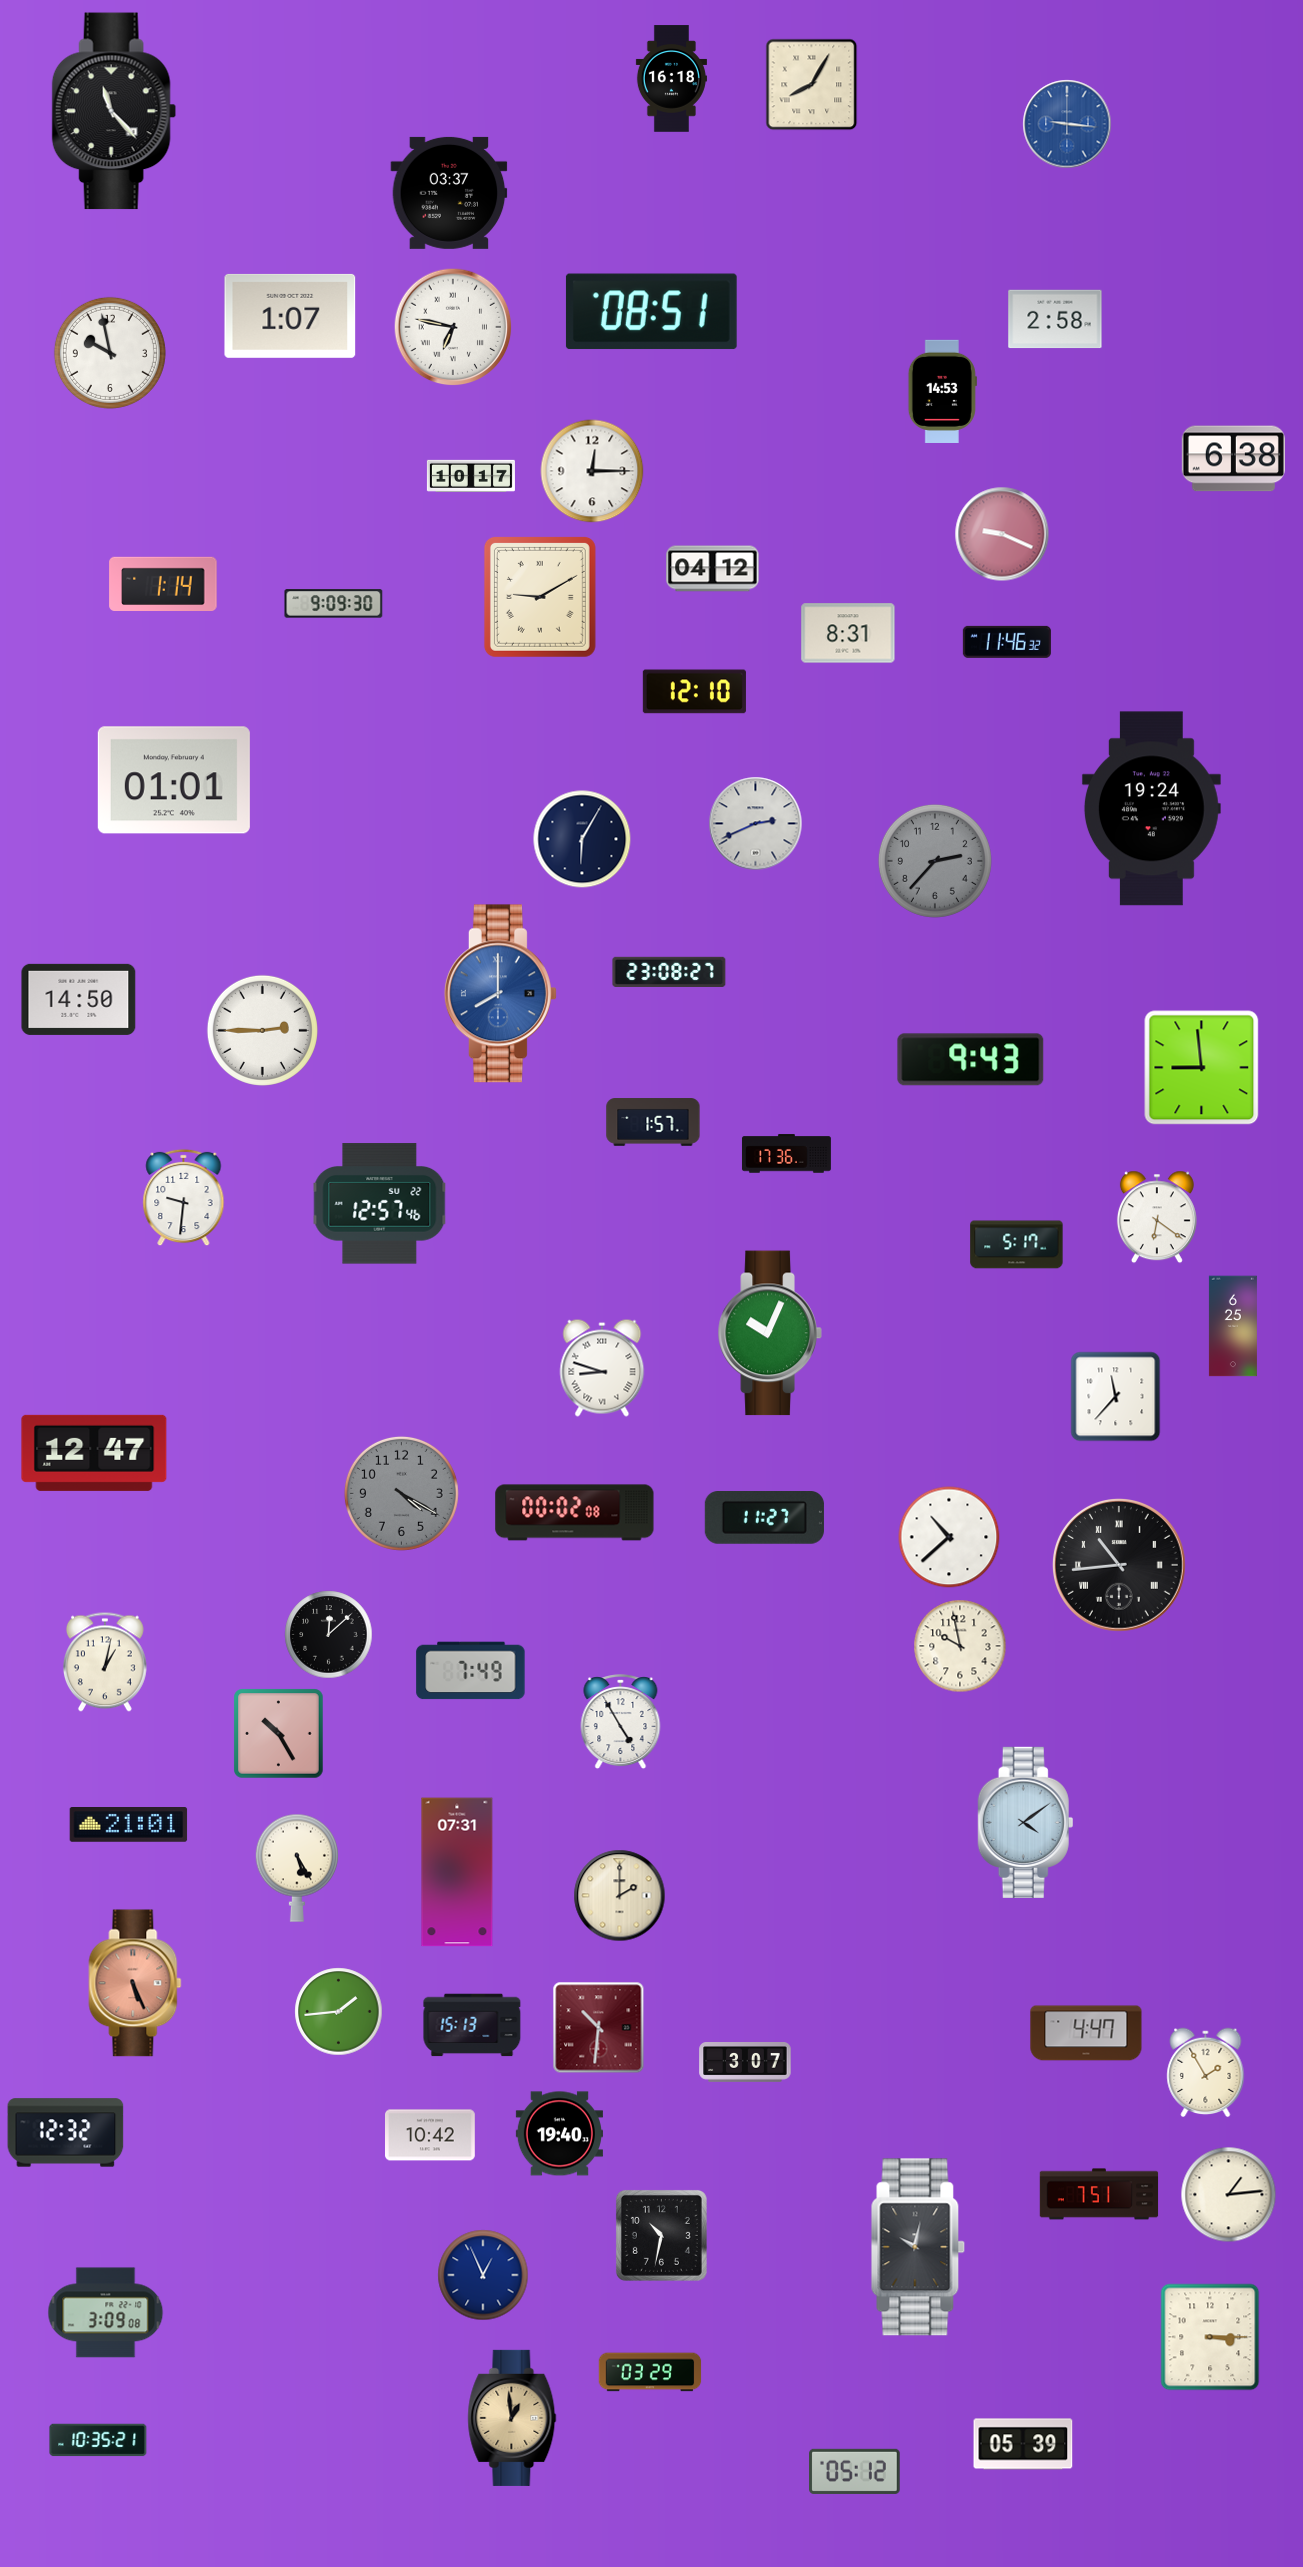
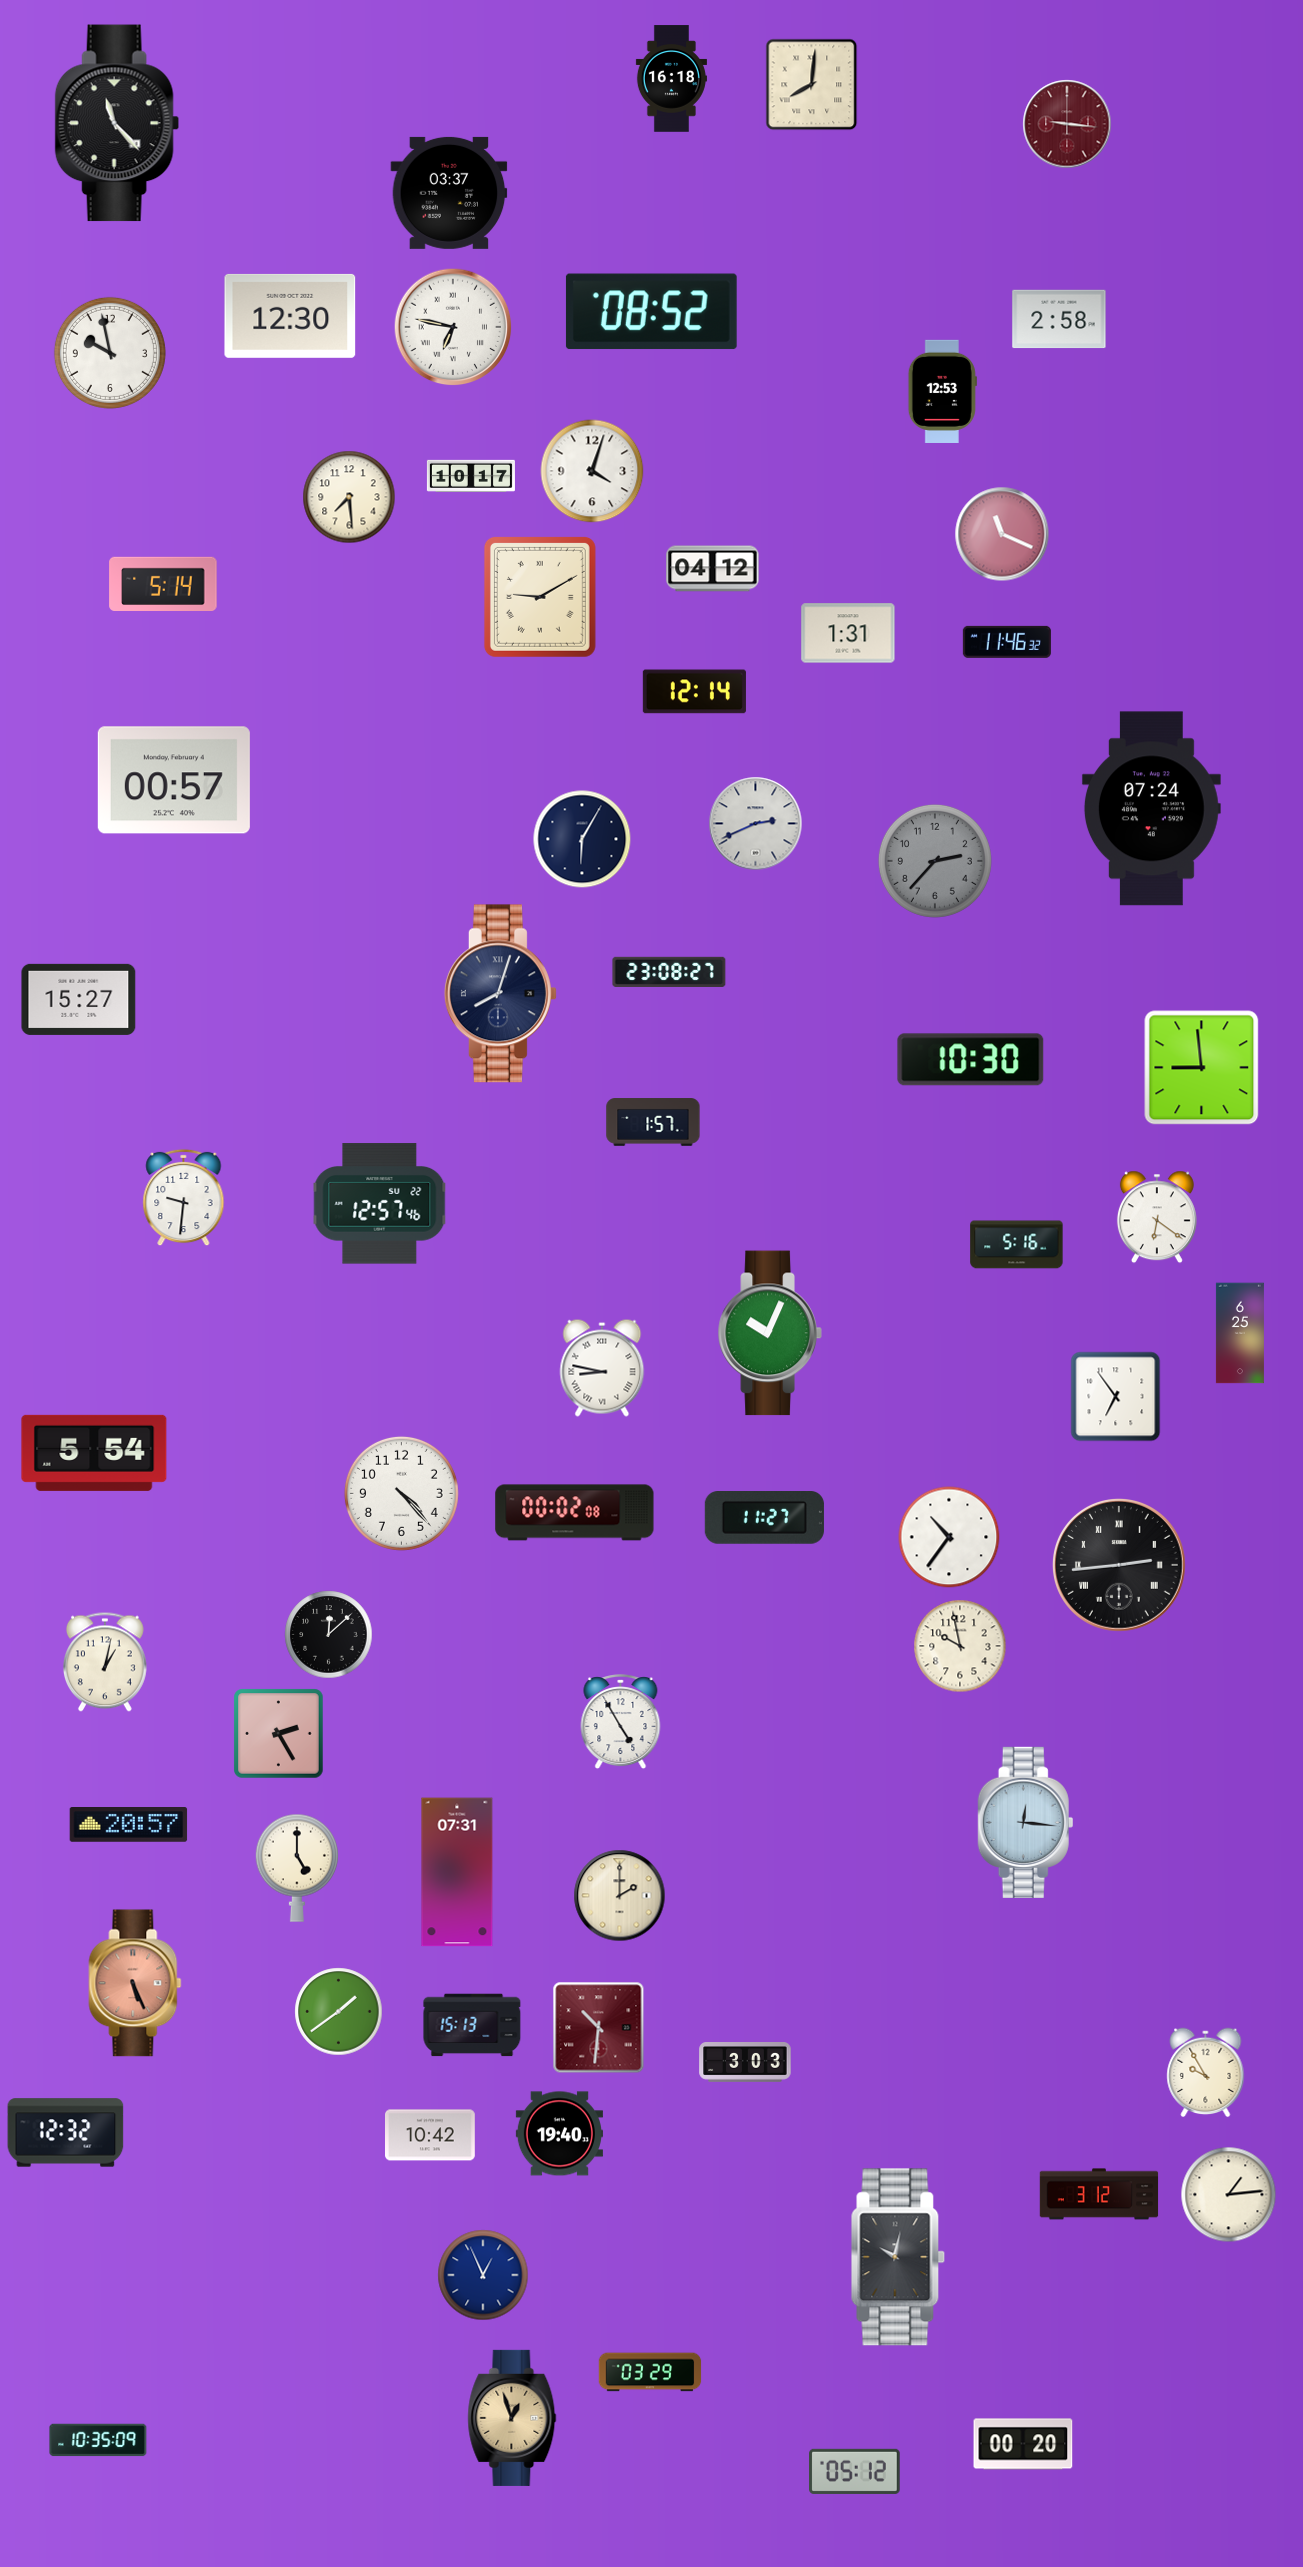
clock at (812, 85): 8:05 -> 8:01
clock at (114, 111) position: (114, 111) -> (117, 123)
clock at (1067, 124) dial: blue -> burgundy
clock at (651, 312): 08:51 -> 08:52
clock at (290, 316): 1:07 -> 12:30
clock at (1055, 319) position: (1055, 319) -> (1059, 319)
clock at (942, 391): 14:53 -> 12:53
clock at (1233, 459): 6:38 -> none
clock at (592, 471): 12:15 -> 4:03
clock at (349, 497): none -> 7:29
clock at (1002, 534): 9:19 -> 11:19
clock at (163, 583): 1:14 -> 5:14
clock at (334, 604): 9:09 -> none
clock at (848, 633): 8:31 -> 1:31
clock at (694, 692): 12:10 -> 12:14
clock at (174, 780): 01:01 -> 00:57
clock at (1151, 809): 19:24 -> 07:24
clock at (500, 994): 8:00 -> 8:03
clock at (500, 994) dial: blue -> navy
clock at (79, 999): 14:50 -> 15:27
clock at (262, 1030): 2:45 -> none
clock at (971, 1060): 9:43 -> 10:30
clock at (786, 1154): 17:36 -> none
clock at (1017, 1245): 5:17 -> 5:16
clock at (1233, 1326) position: (1233, 1326) -> (1240, 1333)
clock at (602, 1368): 8:48 -> 8:47
clock at (1116, 1397): 11:37 -> 6:54
clock at (94, 1453): 12:47 -> 5:54
clock at (401, 1493): 4:20 -> 4:23
clock at (401, 1493) dial: grey -> white
clock at (949, 1537): 10:38 -> 10:36
clock at (1120, 1566): 10:44 -> 2:44
clock at (471, 1671): 7:49 -> none
clock at (279, 1734): 10:25 -> 2:25
clock at (1026, 1822): 4:09 -> 12:16
clock at (129, 1825): 21:01 -> 20:57
clock at (296, 1868): 5:25 -> 5:00
clock at (339, 2012): 1:44 -> 1:39
clock at (1086, 2033): 4:47 -> none
clock at (745, 2063): 3:07 -> 3:03
clock at (1206, 2073): 1:55 -> 9:55
clock at (1099, 2194): 7:51 -> 3:12
clock at (661, 2235): 10:32 -> none
clock at (918, 2247) position: (918, 2247) -> (898, 2257)
clock at (106, 2313): 3:09 -> none
clock at (1210, 2337): 3:15 -> none
clock at (512, 2418): 12:59 -> 12:57
clock at (98, 2440): 10:35:21 -> 10:35:09
clock at (1023, 2444): 05:39 -> 00:20
